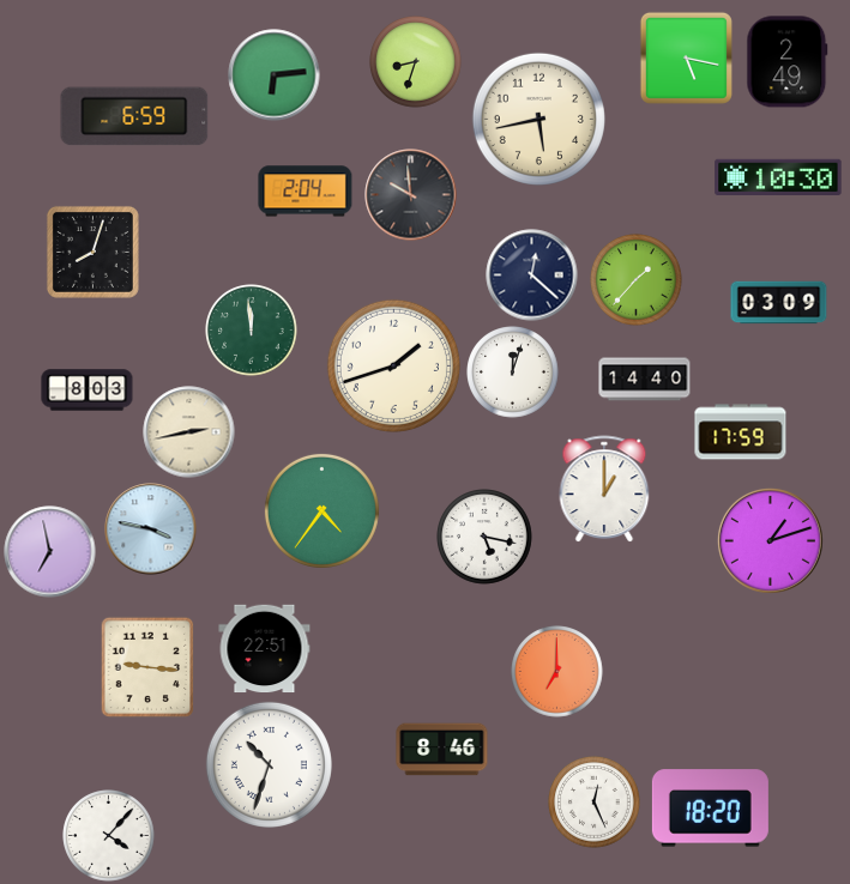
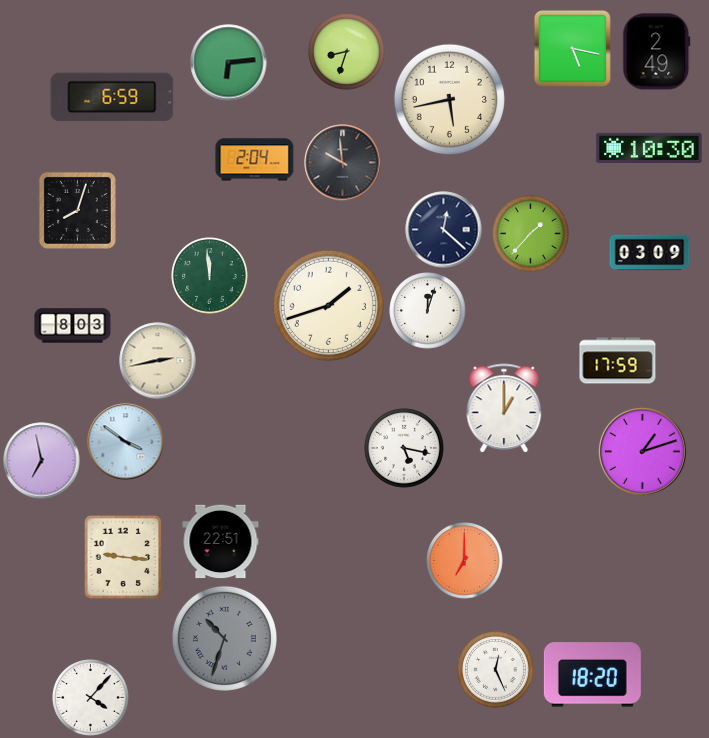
clock at (645, 380): 14:40 -> none
clock at (321, 510): 4:36 -> none
clock at (151, 529): 3:47 -> 3:51
clock at (442, 750): 8:46 -> none
clock at (269, 764) dial: white -> grey
